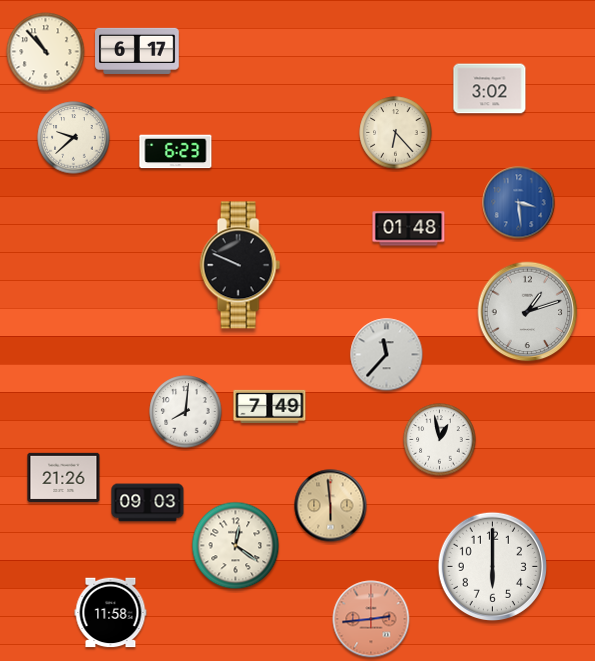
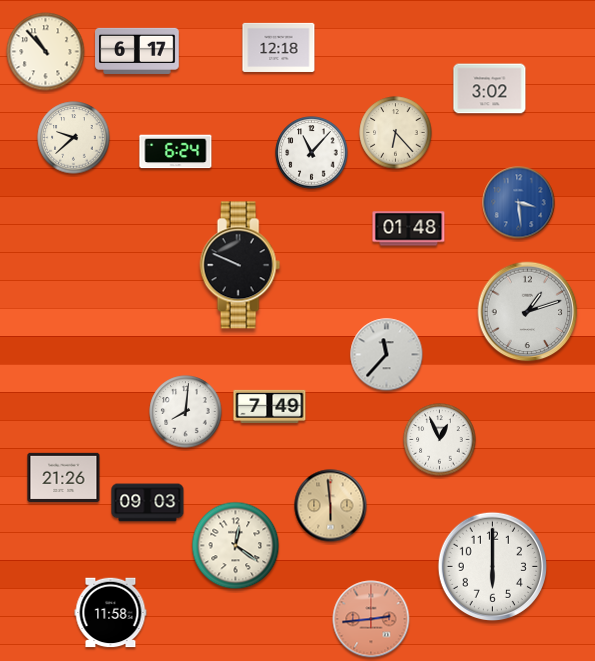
clock at (279, 47): none -> 12:18
clock at (176, 152): 6:23 -> 6:24
clock at (312, 153): none -> 11:07
clock at (440, 440): 12:58 -> 12:56
